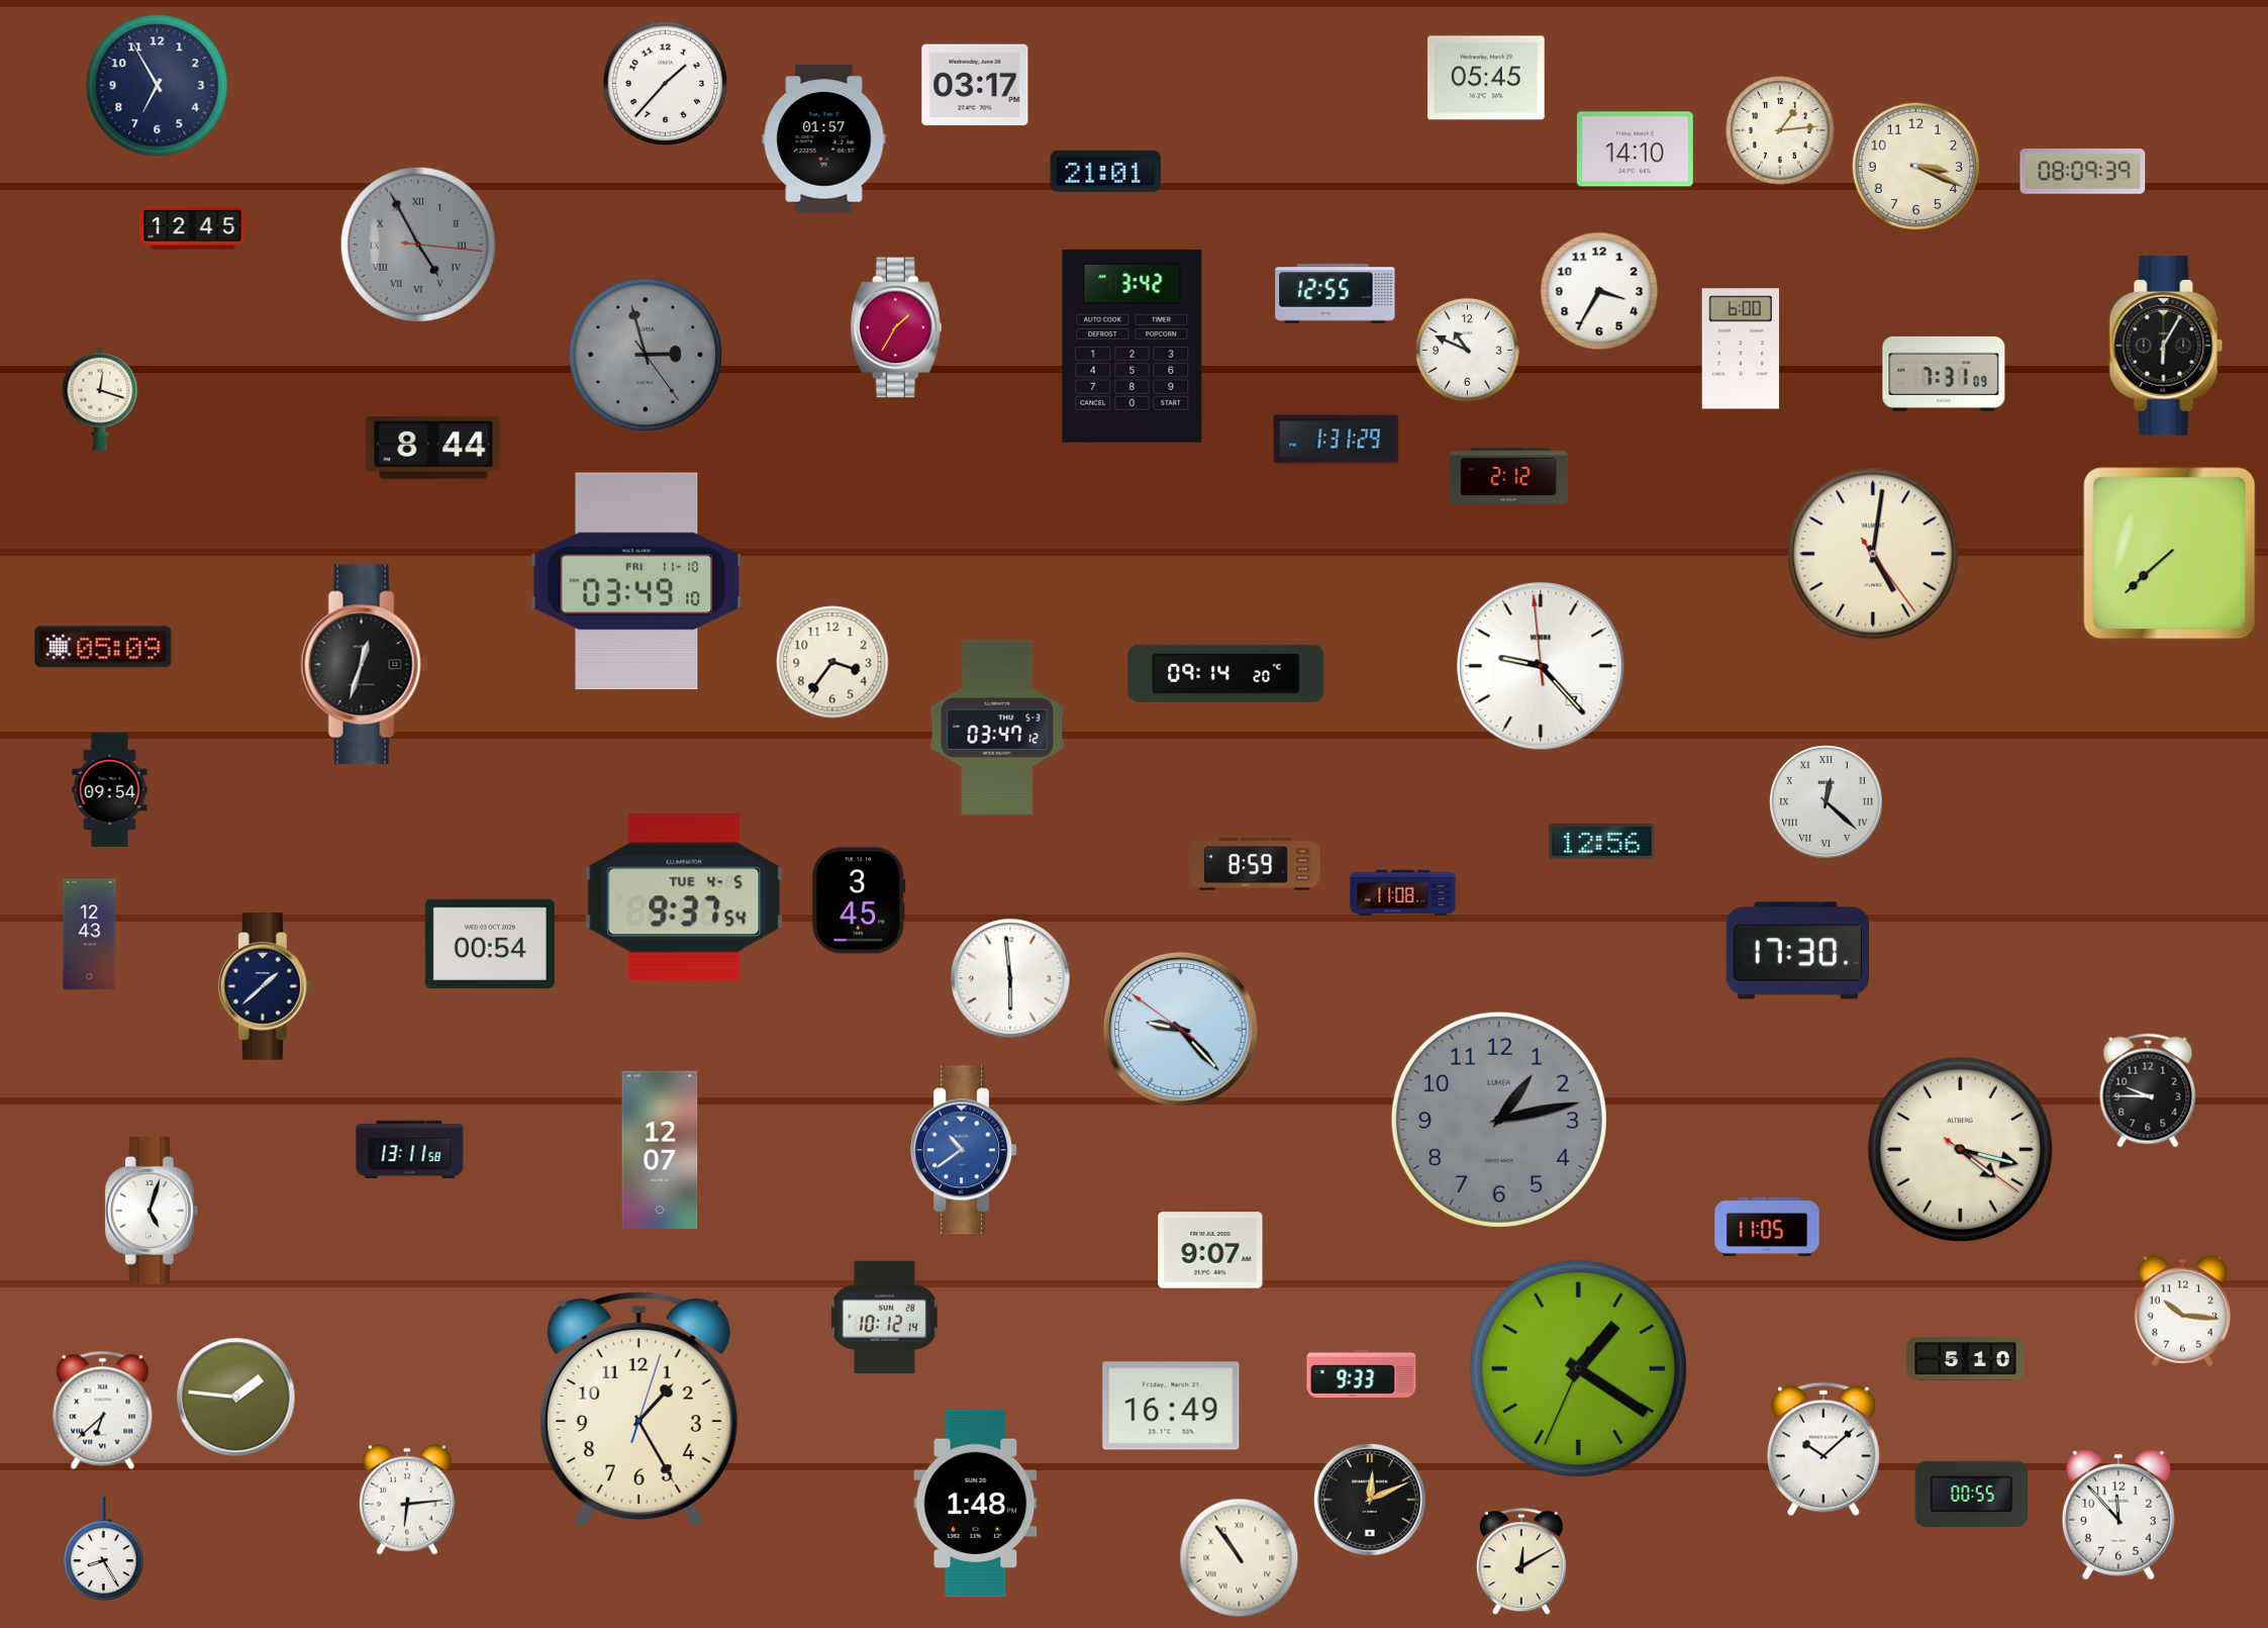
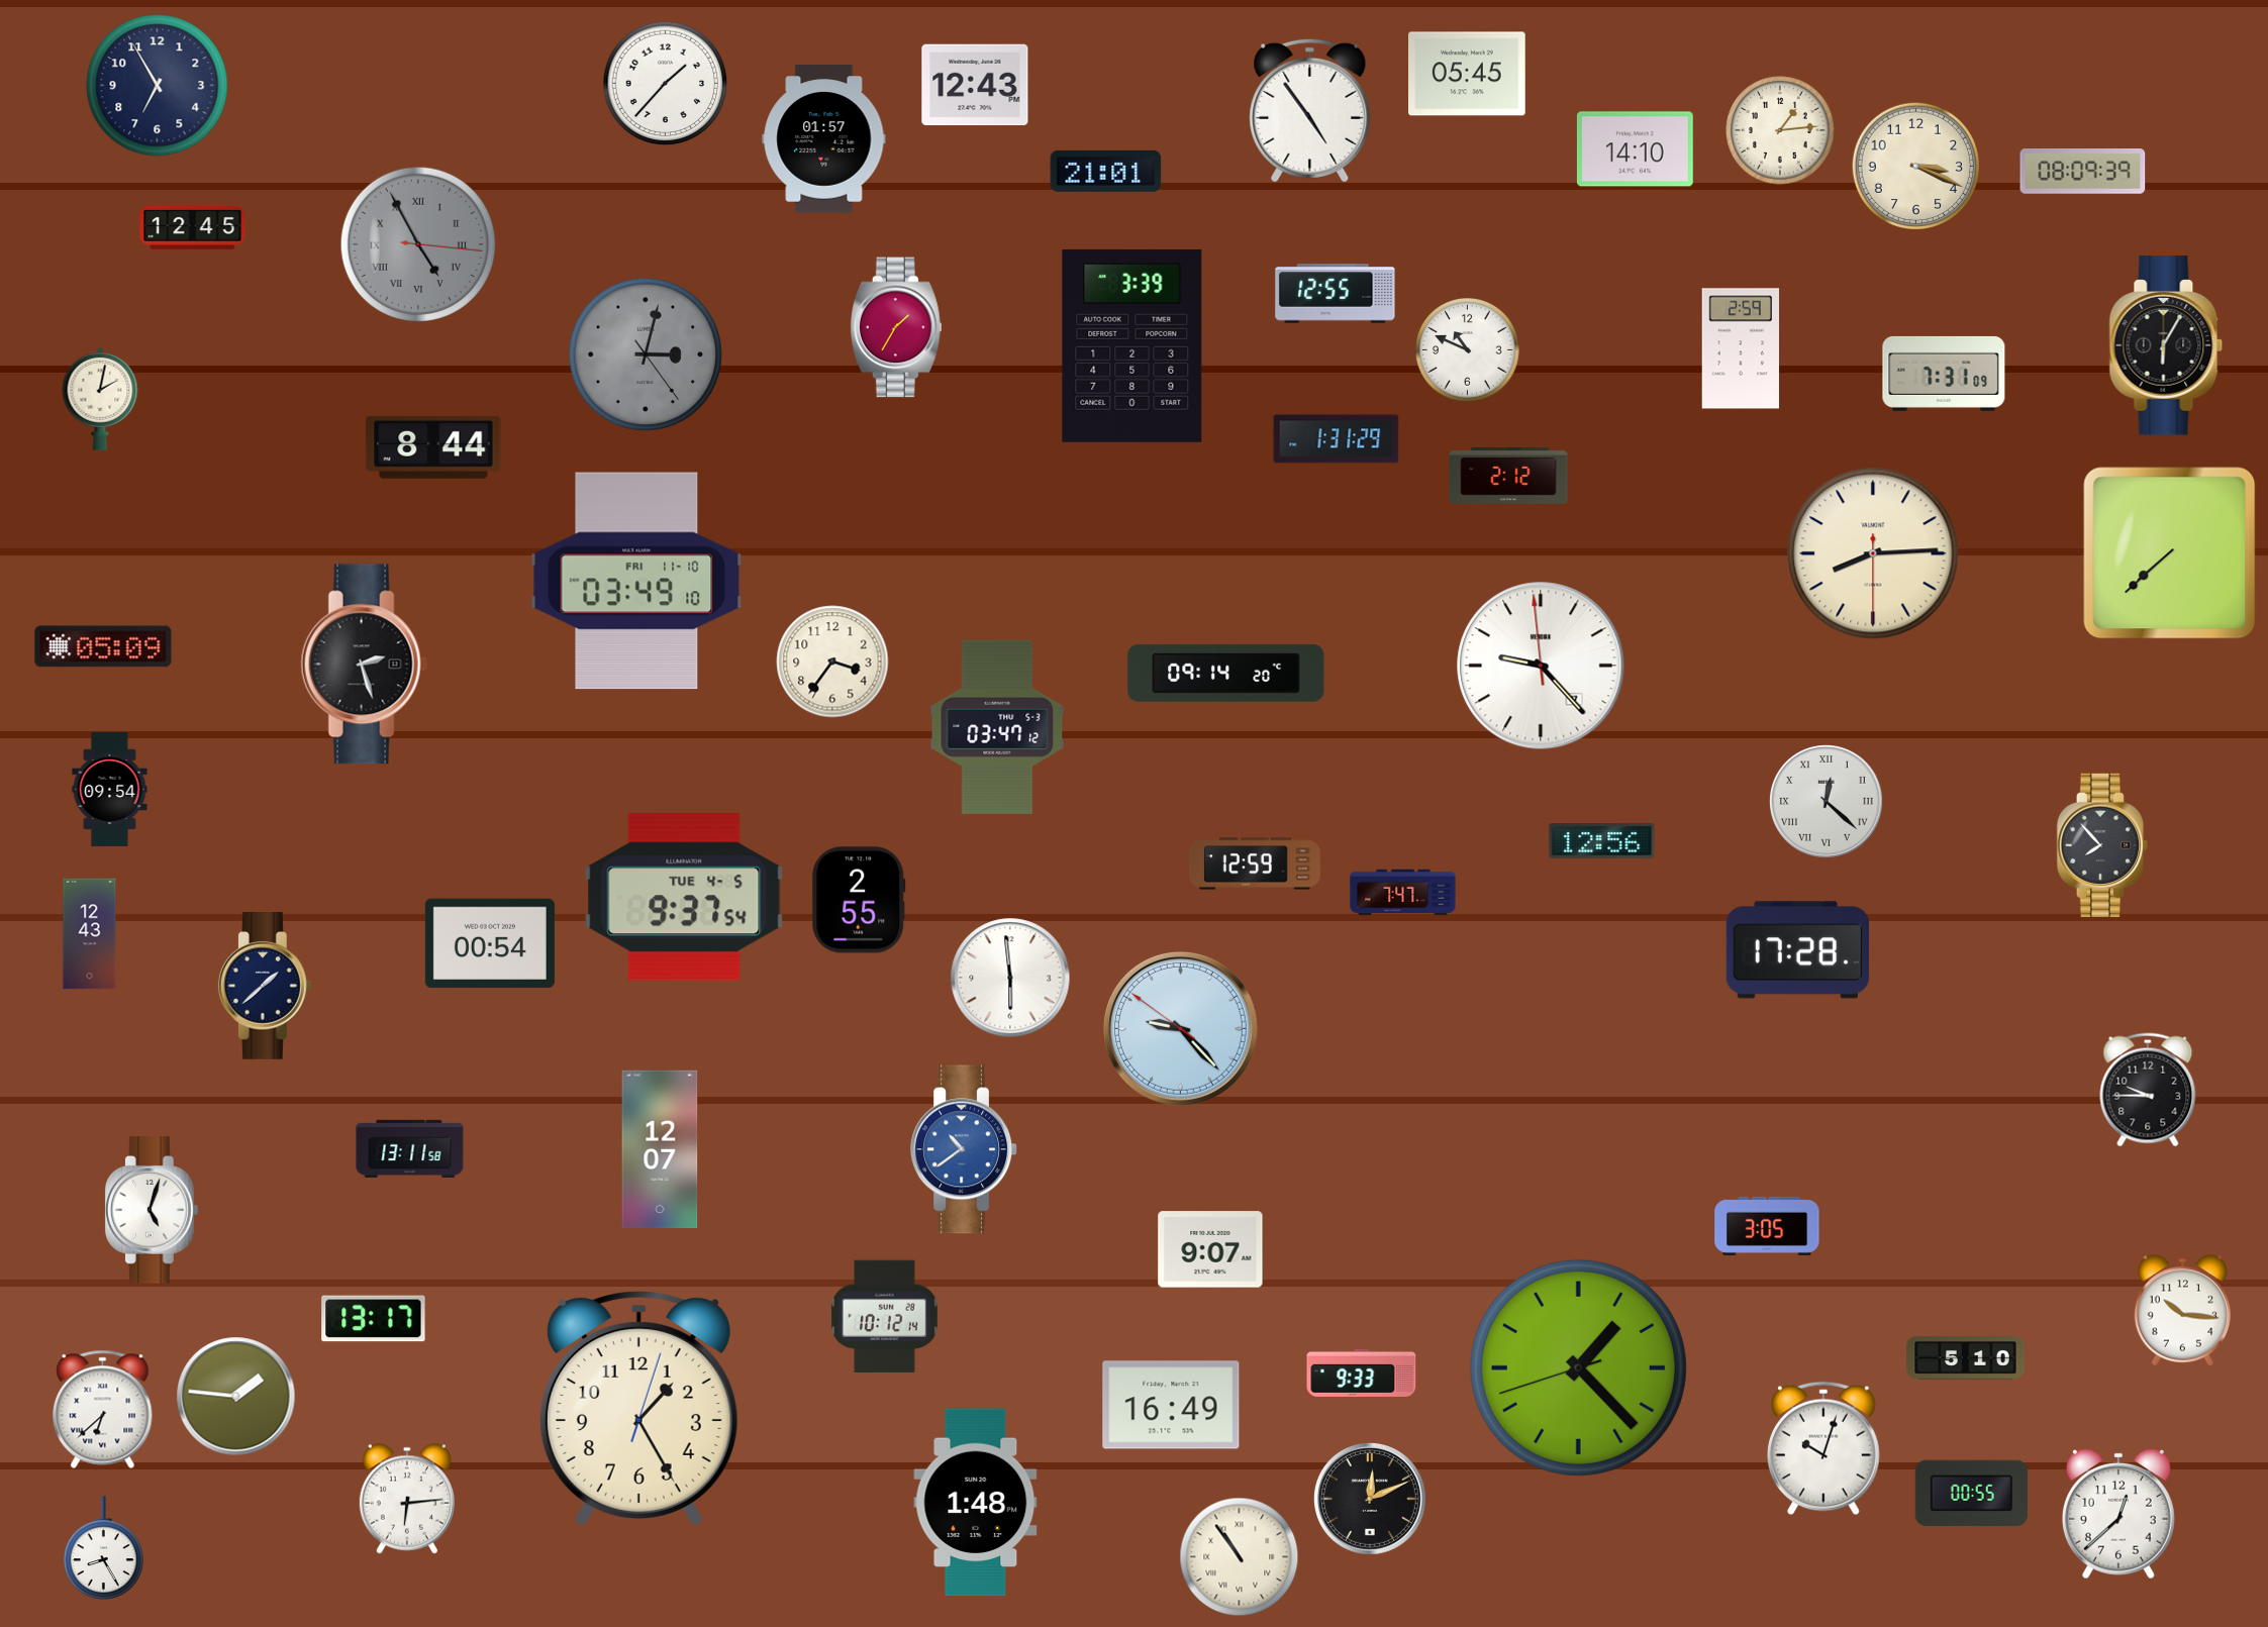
clock at (1487, 78) position: (1487, 78) -> (1468, 74)
clock at (975, 85): 03:17 -> 12:43
clock at (1310, 110): none -> 4:54
clock at (1599, 291): 3:35 -> none
clock at (1132, 346): 3:42 -> 3:39
clock at (1740, 349): 6:00 -> 2:59
clock at (646, 355): 2:57 -> 3:02
clock at (100, 399): 12:18 -> 2:02
clock at (1873, 554): 5:01 -> 8:14
clock at (364, 665): 12:33 -> 2:27
clock at (2102, 845): none -> 7:53
clock at (1255, 864): 8:59 -> 12:59
clock at (1403, 893): 11:08 -> 7:47
clock at (859, 900): 3:45 -> 2:55
clock at (1797, 951): 17:30 -> 17:28
clock at (1499, 1120): 1:13 -> none
clock at (1960, 1149): 4:17 -> none
clock at (1767, 1227): 11:05 -> 3:05
clock at (374, 1319): none -> 13:17
clock at (1578, 1368): 1:20 -> 1:22
clock at (1823, 1449): 10:08 -> 10:03
clock at (2118, 1515): 11:53 -> 12:38
clock at (1521, 1562): 12:10 -> none
